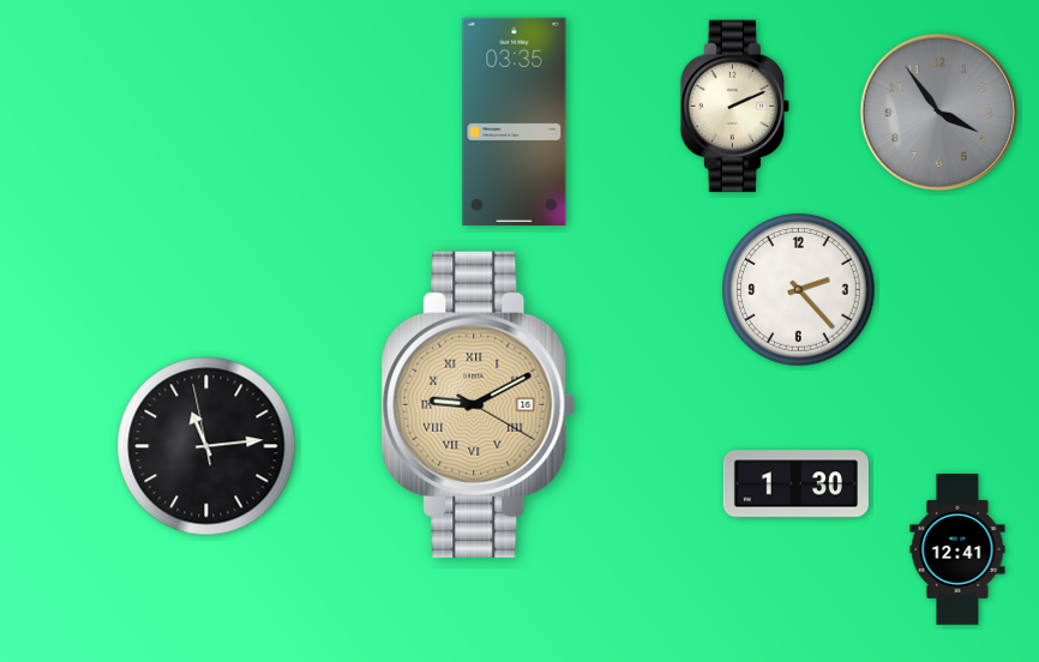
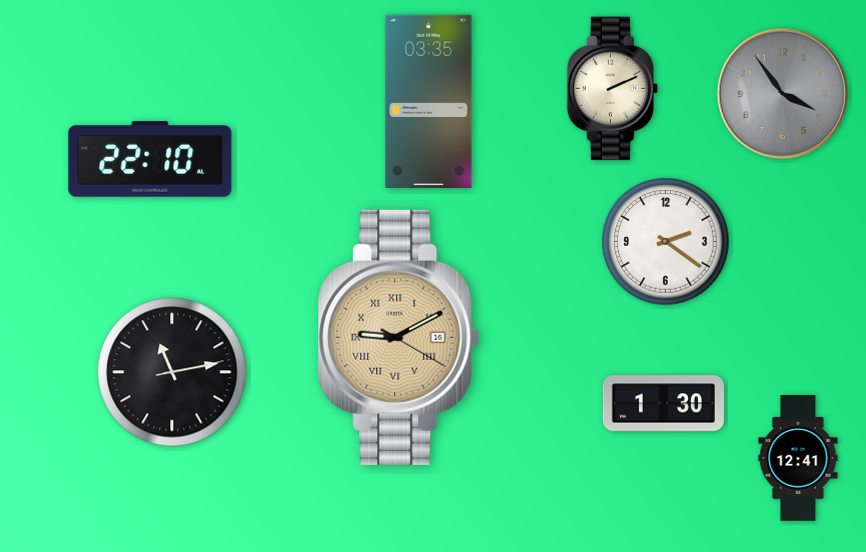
clock at (150, 159): none -> 22:10
clock at (799, 290): 2:23 -> 2:21
clock at (206, 446): 11:13:58 -> 11:13:13
